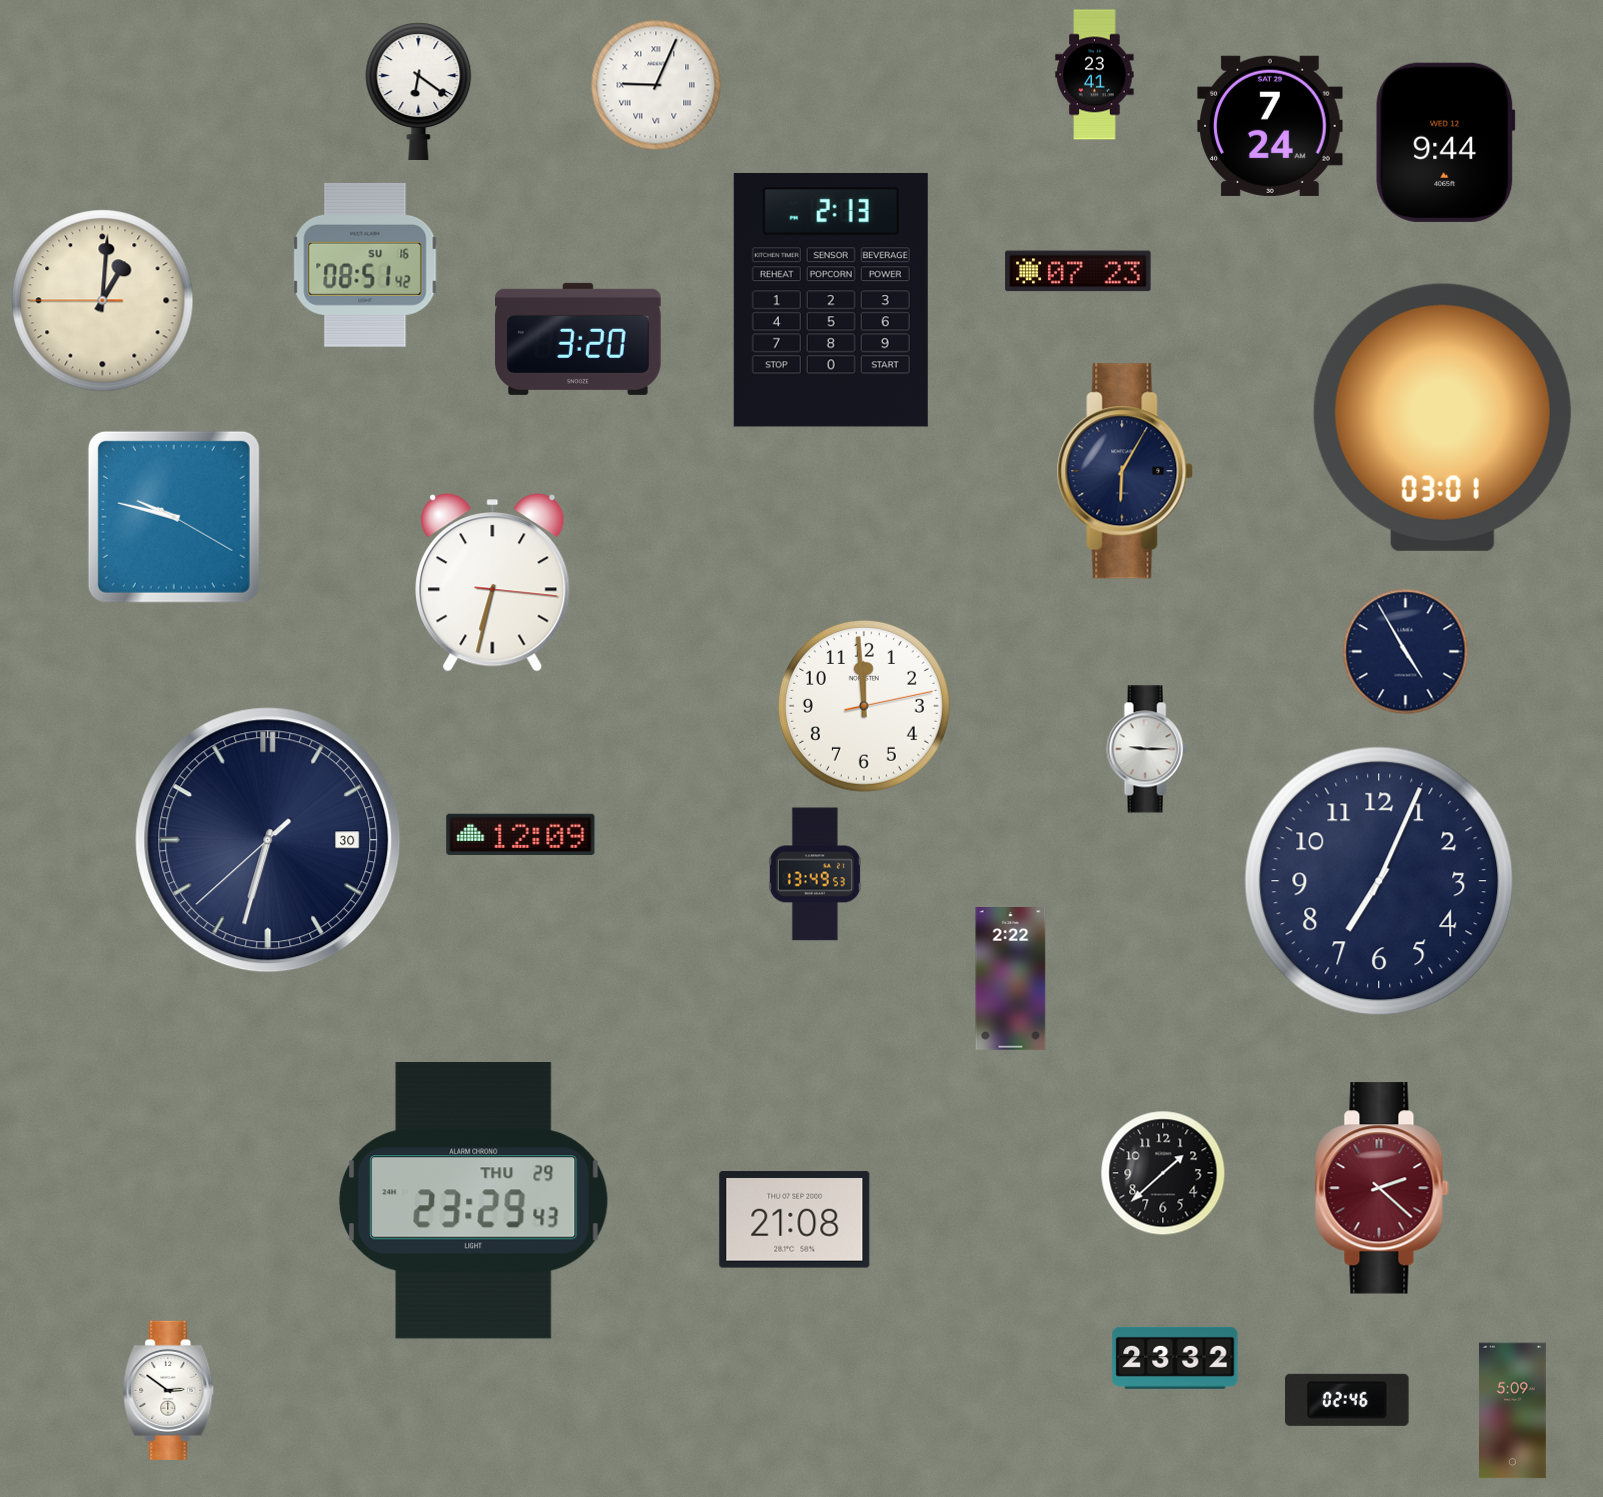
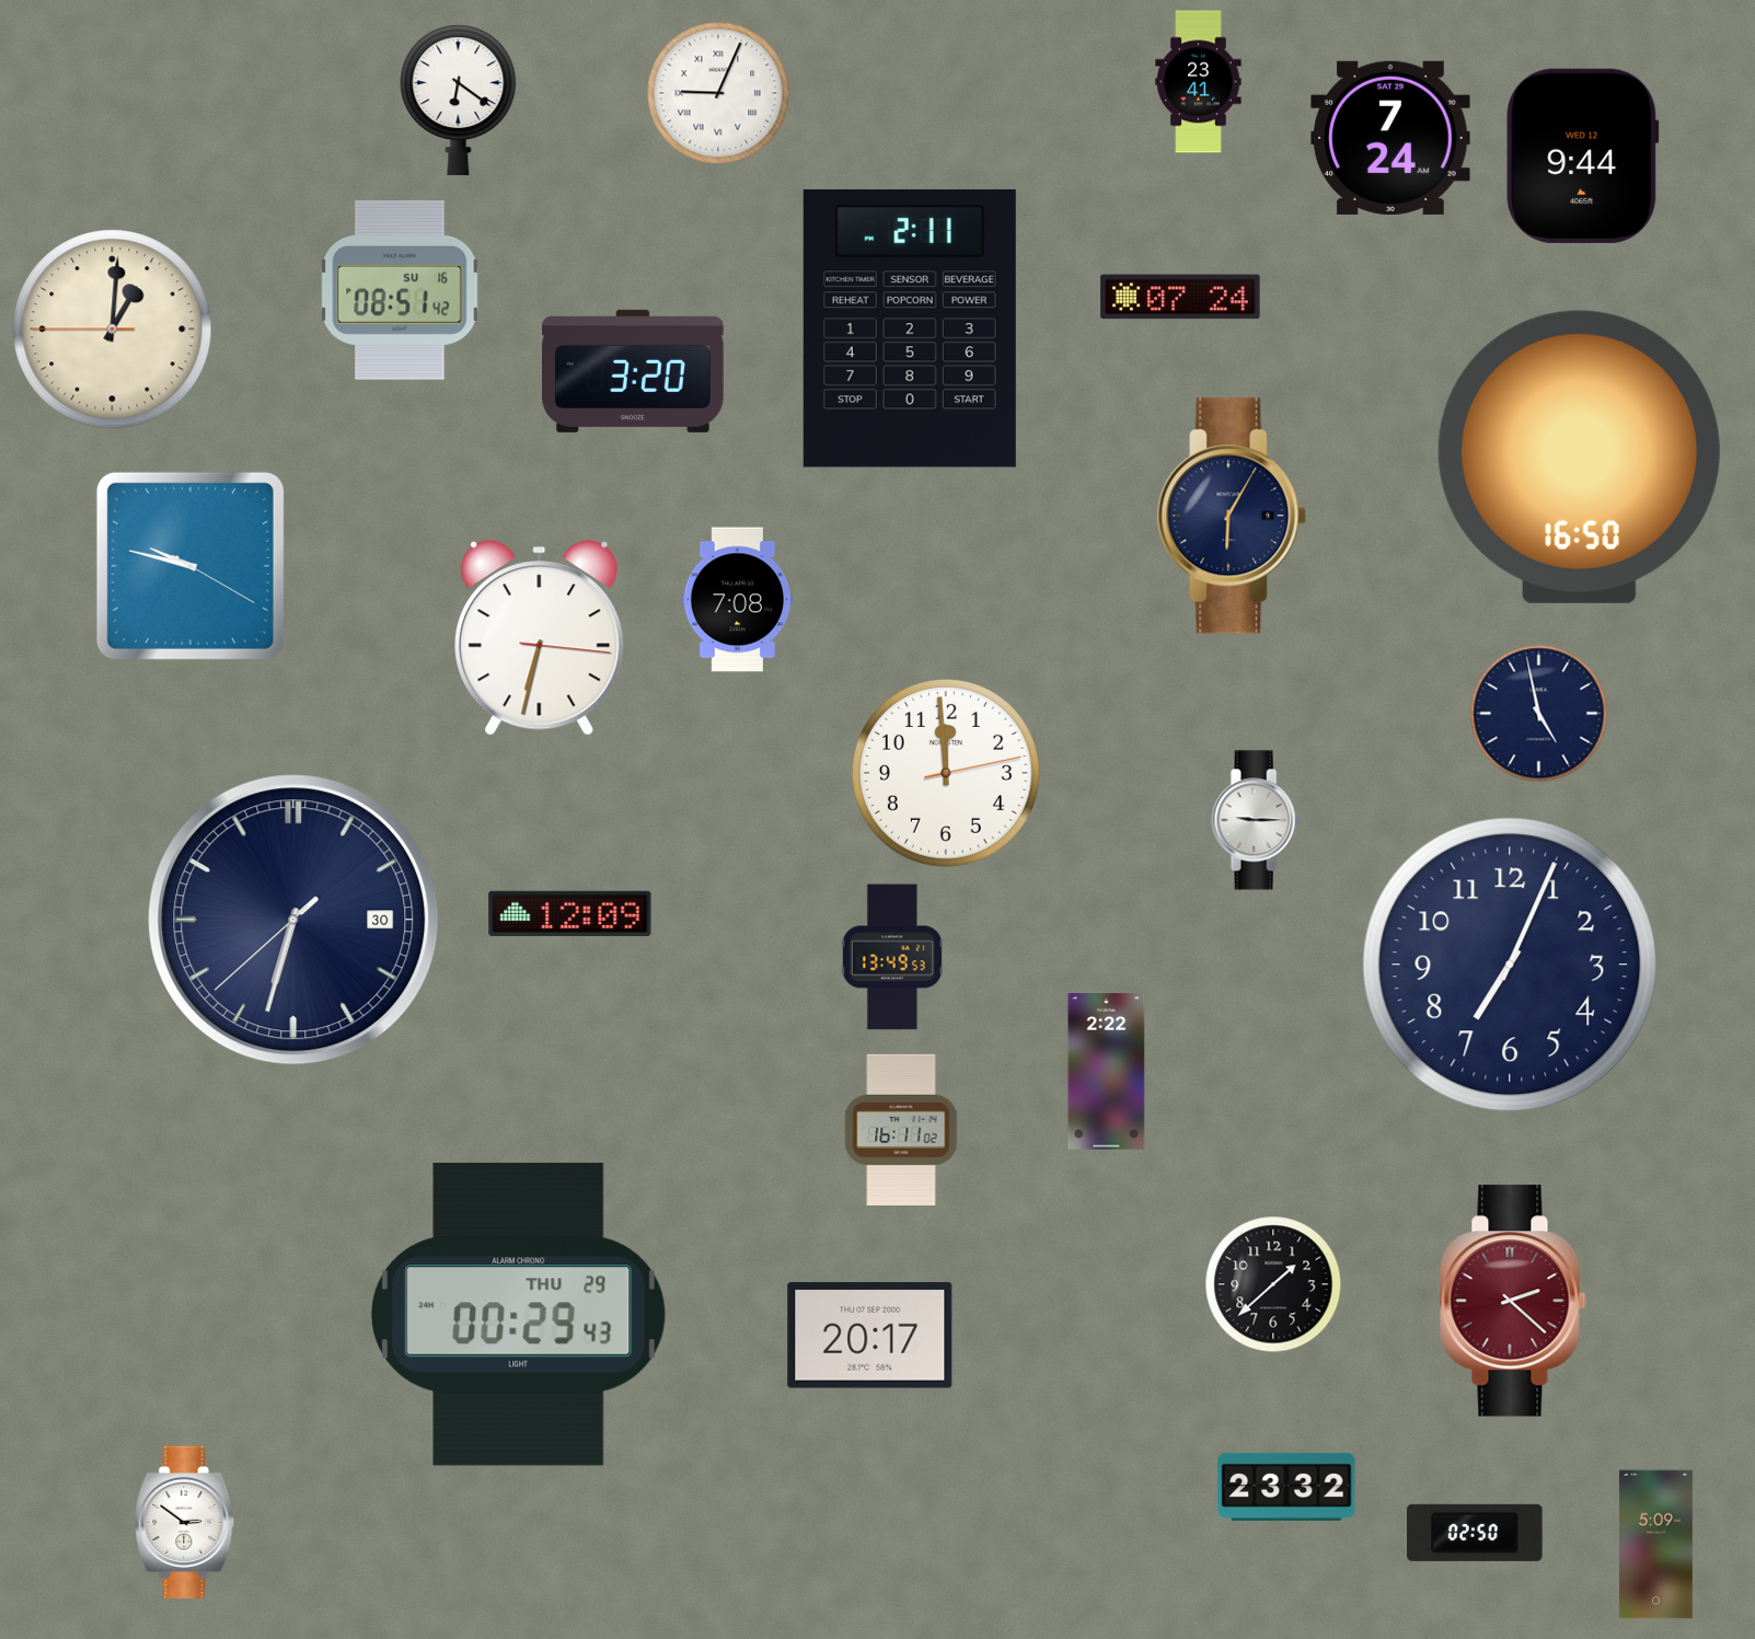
clock at (1078, 271): 07:23 -> 07:24
clock at (831, 300): 2:13 -> 2:11
clock at (1442, 417): 03:01 -> 16:50
clock at (738, 600): none -> 7:08
clock at (1406, 652): 4:55 -> 4:58
clock at (901, 1129): none -> 16:11
clock at (474, 1201): 23:29 -> 00:29
clock at (795, 1220): 21:08 -> 20:17
clock at (1347, 1400): 02:46 -> 02:50
